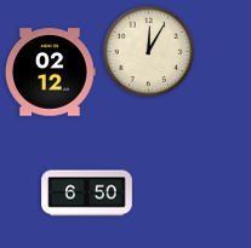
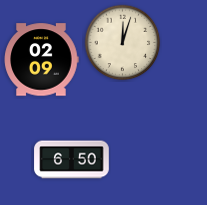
clock at (149, 52): 12:05 -> 12:03
clock at (50, 73): 02:12 -> 02:09
